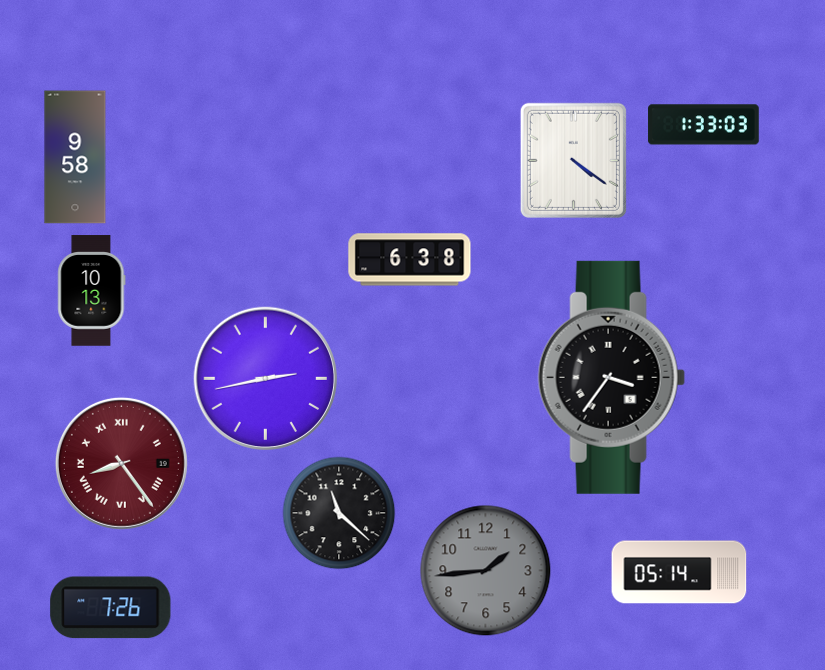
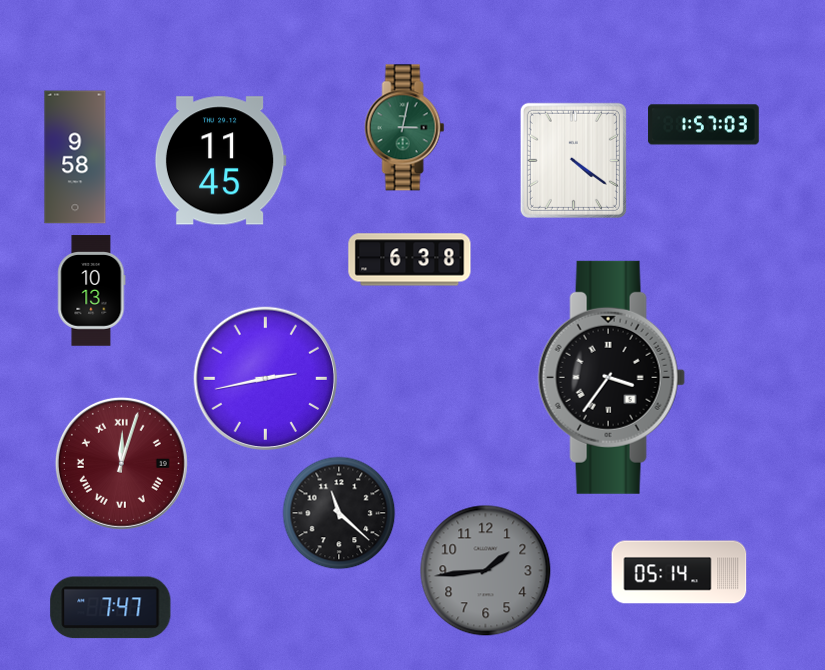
clock at (704, 125): 1:33 -> 1:57
clock at (405, 128): none -> 3:02
clock at (220, 161): none -> 11:45
clock at (121, 463): 8:24 -> 12:03
clock at (111, 608): 7:26 -> 7:47
